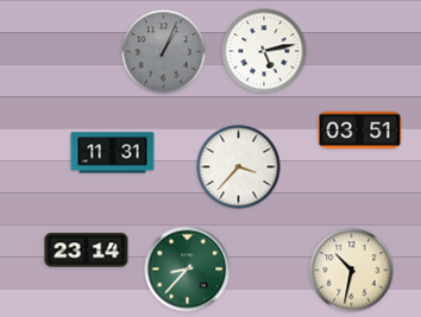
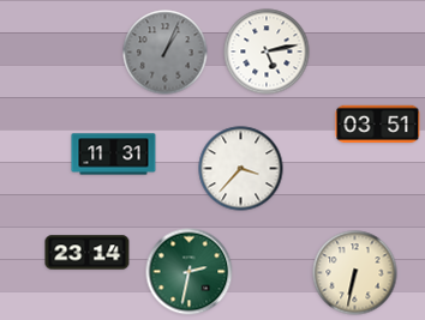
clock at (360, 131) position: (360, 131) -> (378, 125)
clock at (188, 270): 8:37 -> 2:32
clock at (352, 271): 10:32 -> 6:32
